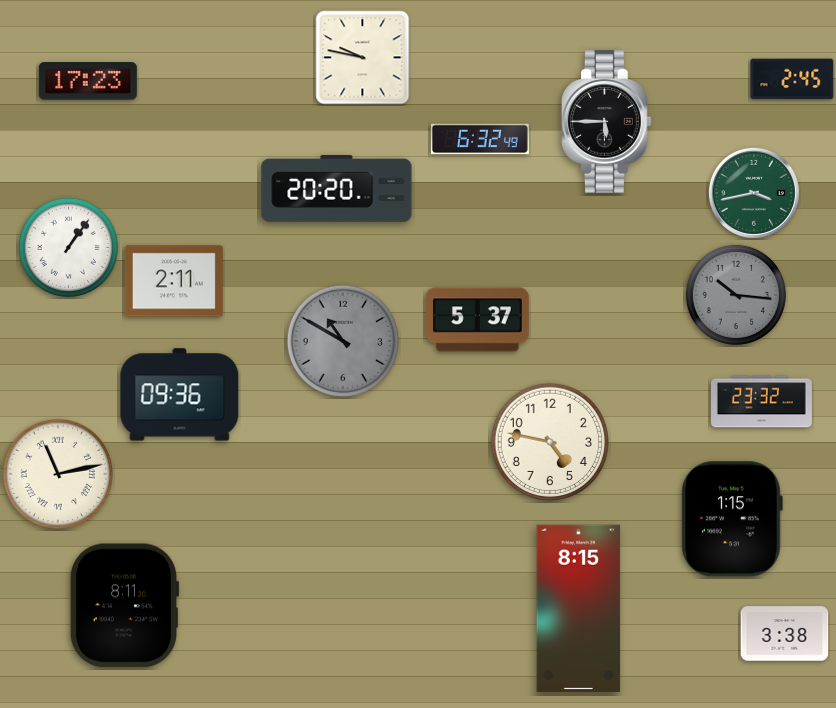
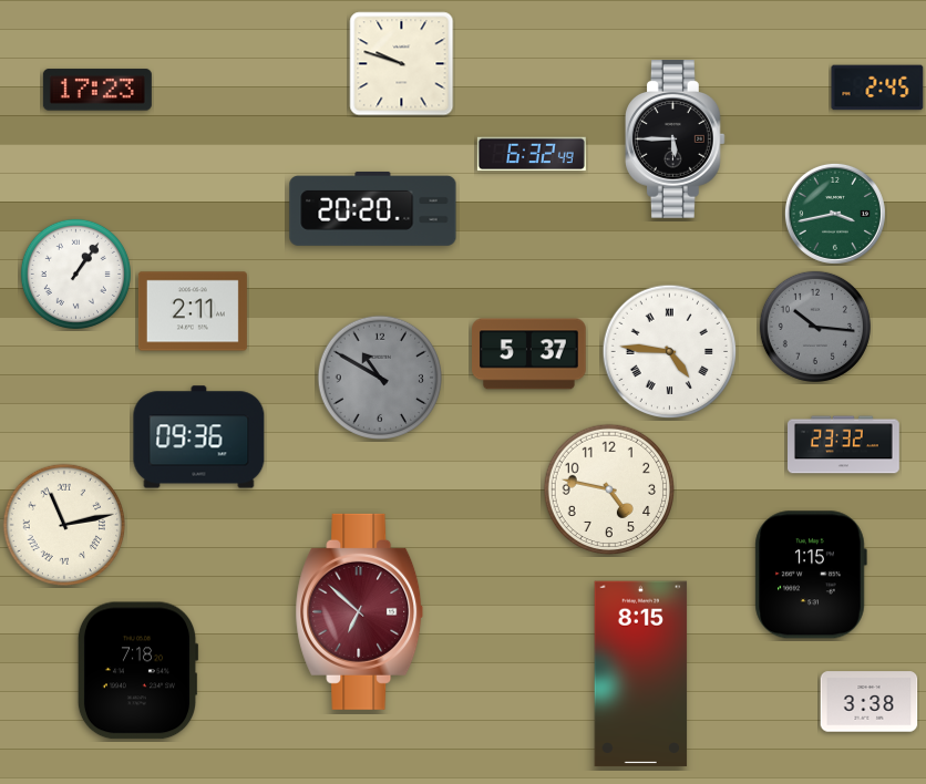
clock at (363, 58): 9:47 -> 9:48
clock at (607, 122) position: (607, 122) -> (676, 140)
clock at (670, 352): none -> 4:46
clock at (360, 611): none -> 6:52
clock at (124, 606): 8:11 -> 7:18
